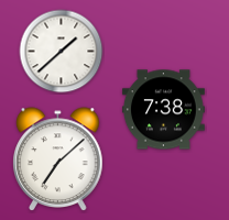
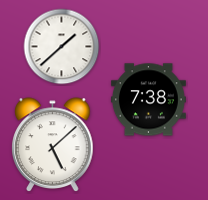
clock at (62, 52) position: (62, 52) -> (62, 47)
clock at (58, 158): 7:08 -> 5:08
